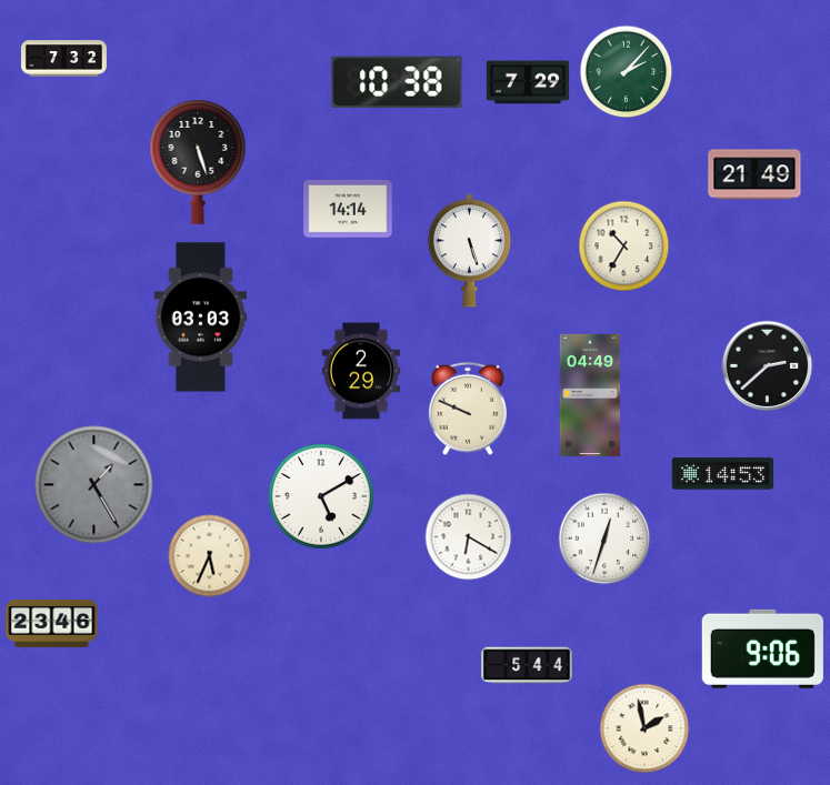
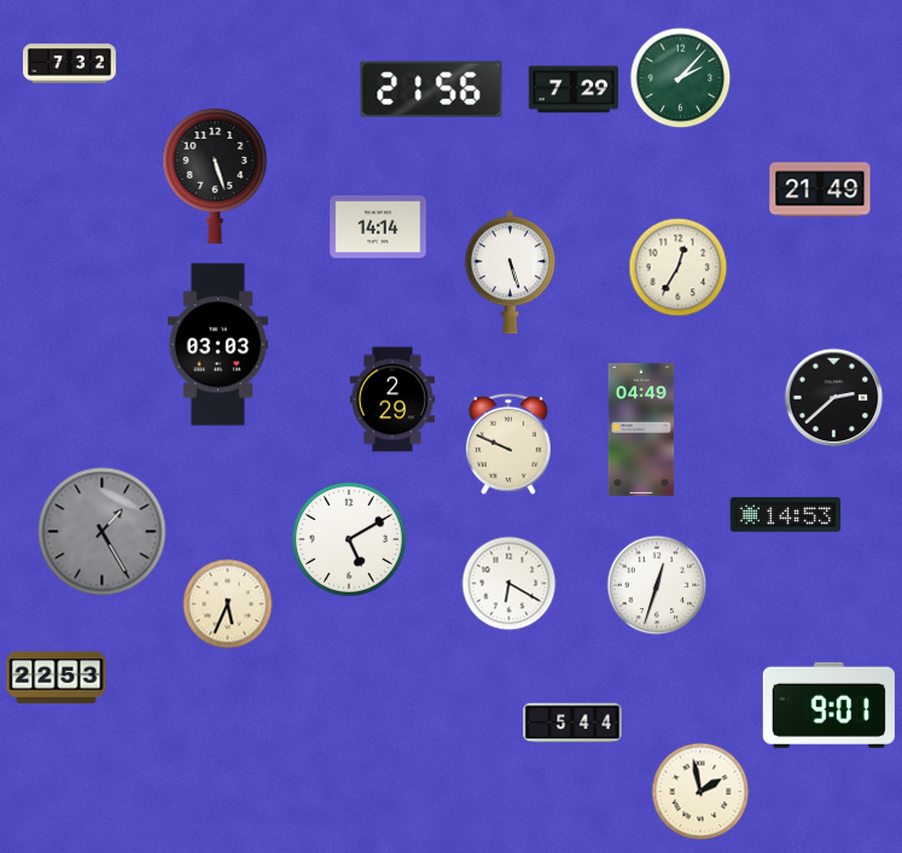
clock at (397, 82): 10:38 -> 21:56
clock at (624, 246): 10:35 -> 12:35
clock at (361, 371) position: (361, 371) -> (392, 399)
clock at (94, 485) position: (94, 485) -> (103, 532)
clock at (52, 623): 23:46 -> 22:53
clock at (762, 648): 9:06 -> 9:01
